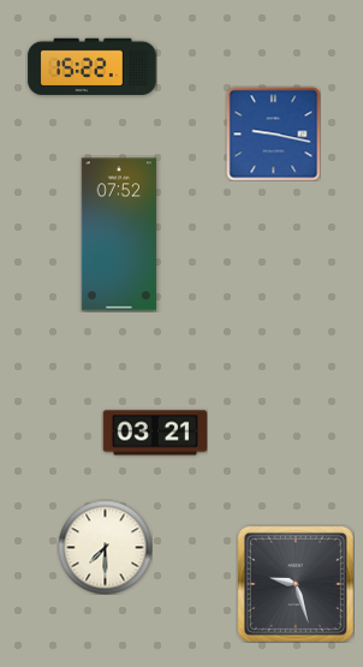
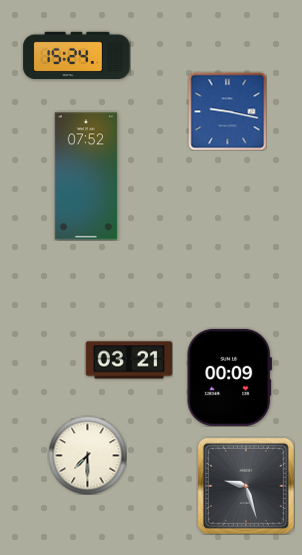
clock at (93, 67): 15:22 -> 15:24
clock at (119, 234) position: (119, 234) -> (86, 176)
clock at (229, 377): none -> 00:09
